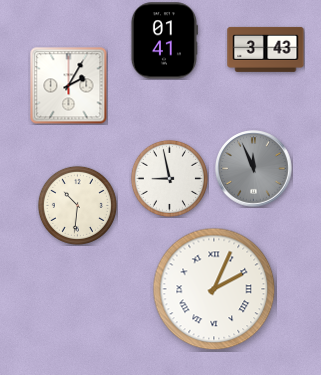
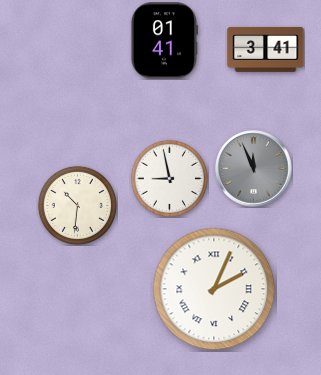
clock at (266, 49): 3:43 -> 3:41
clock at (69, 86): 2:05 -> none
